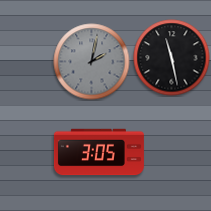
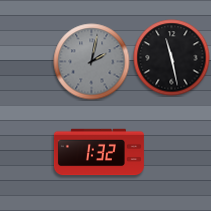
clock at (99, 152): 3:05 -> 1:32
